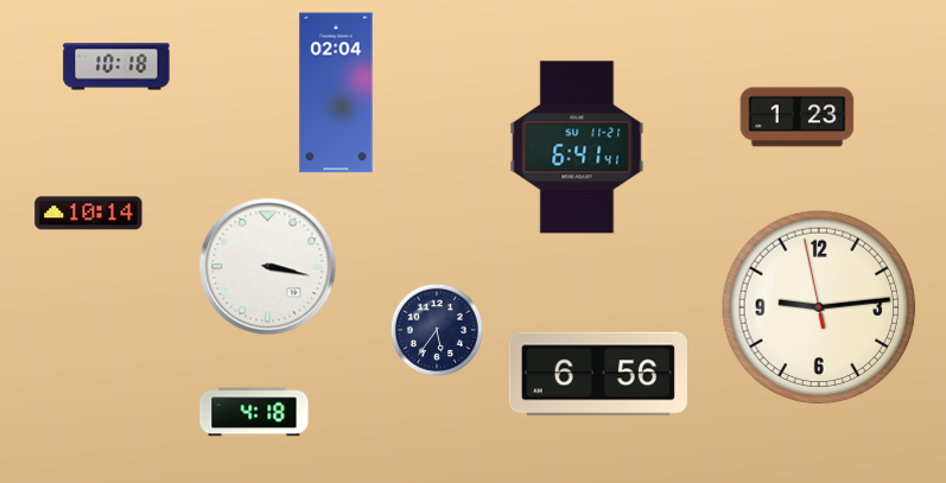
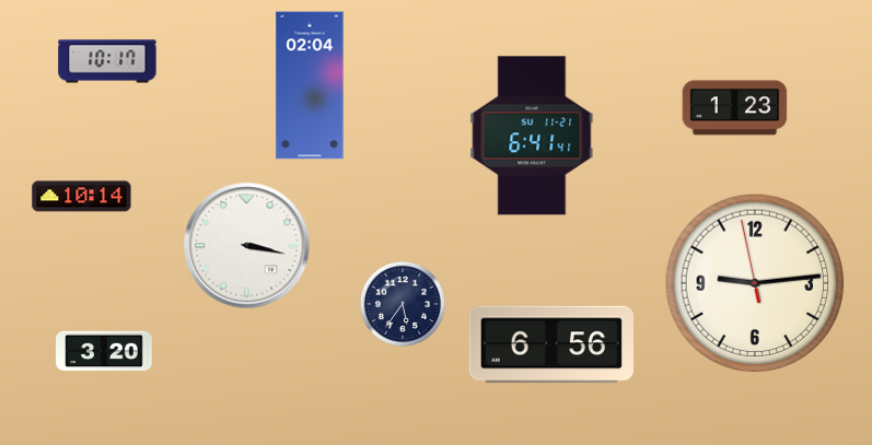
clock at (116, 66): 10:18 -> 10:17
clock at (104, 351): none -> 3:20
clock at (254, 412): 4:18 -> none
